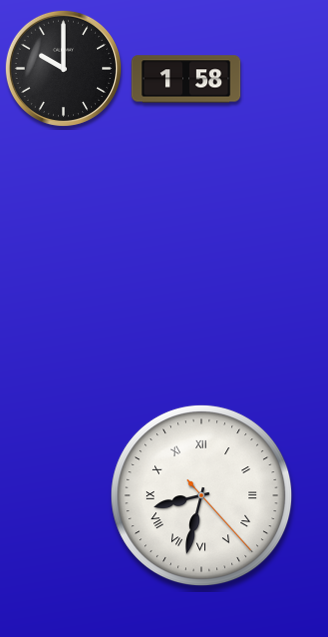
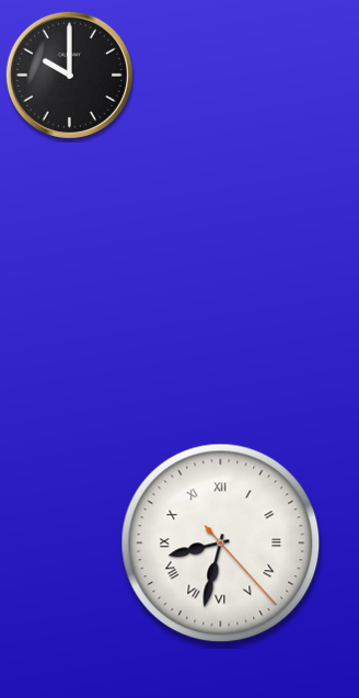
clock at (186, 79): 1:58 -> none
